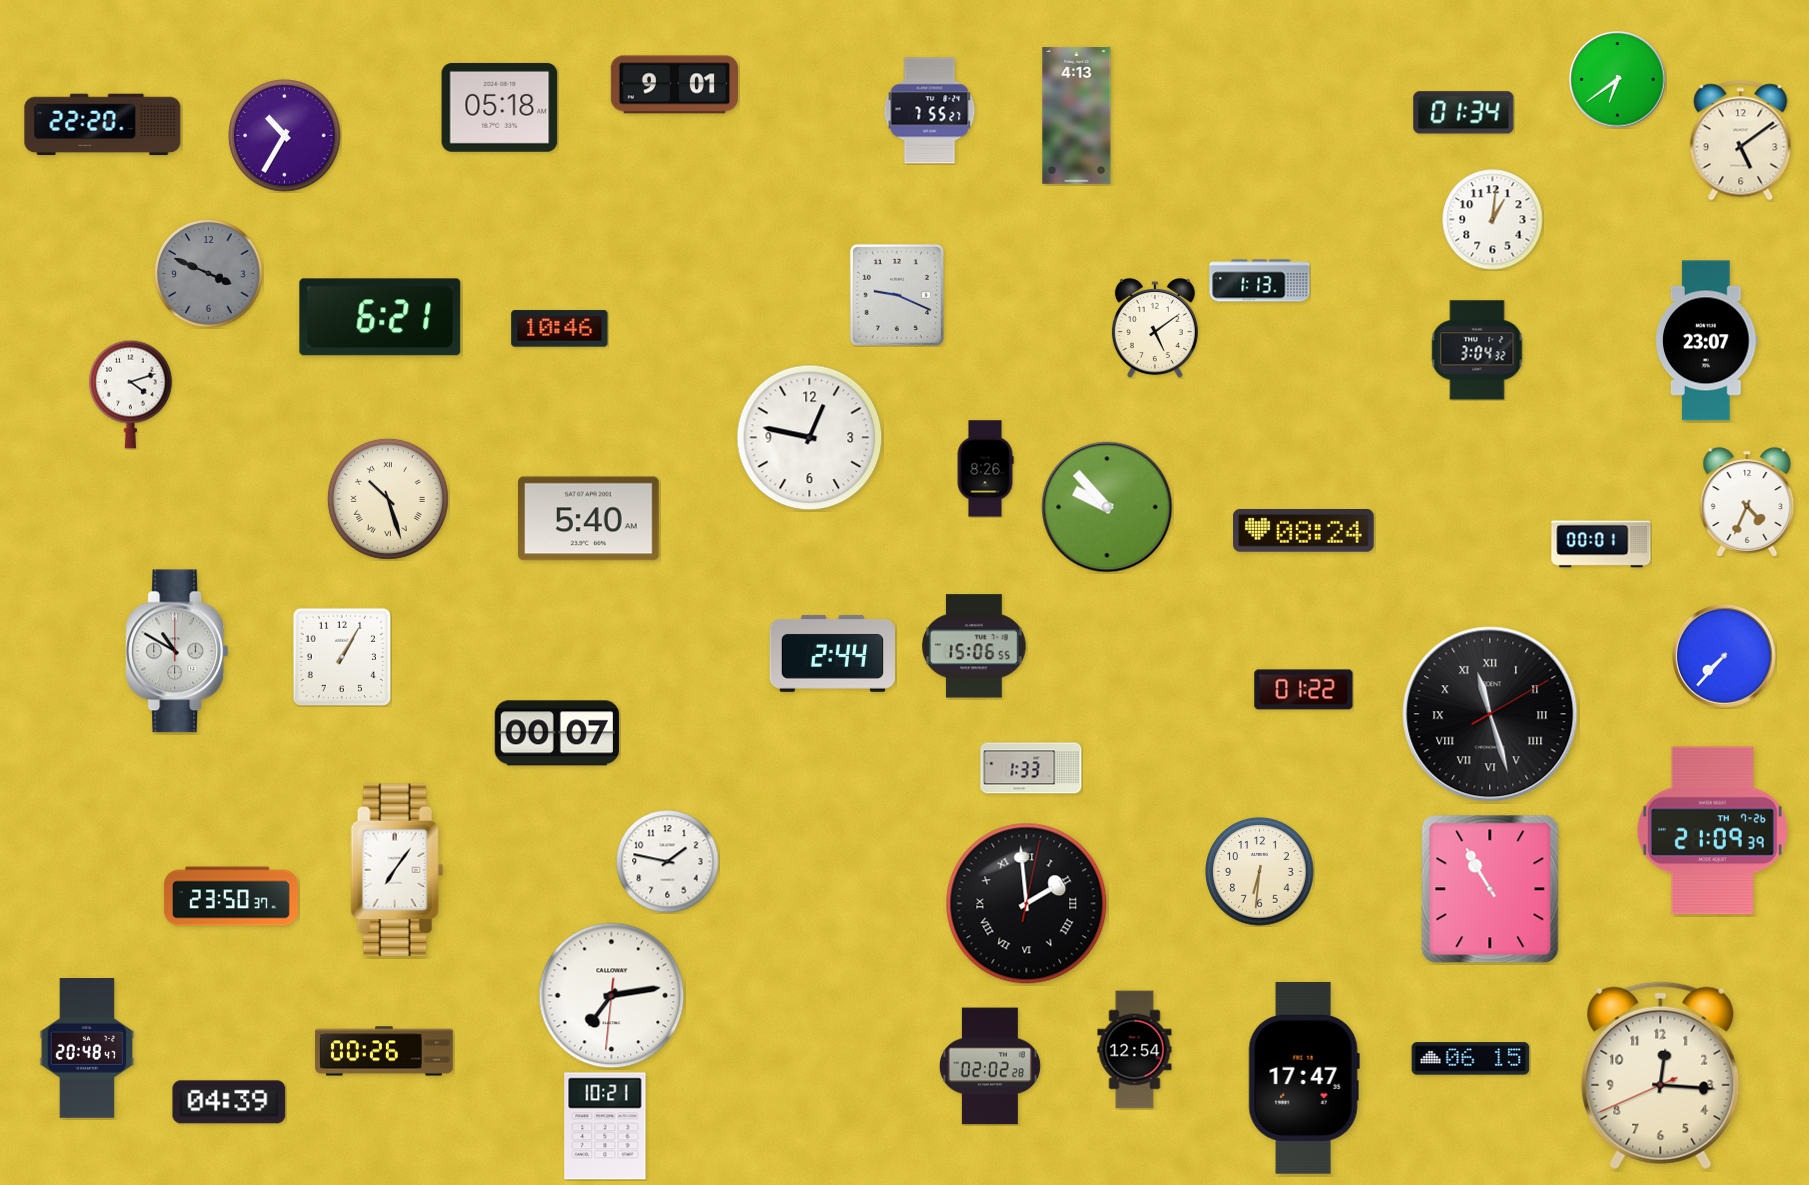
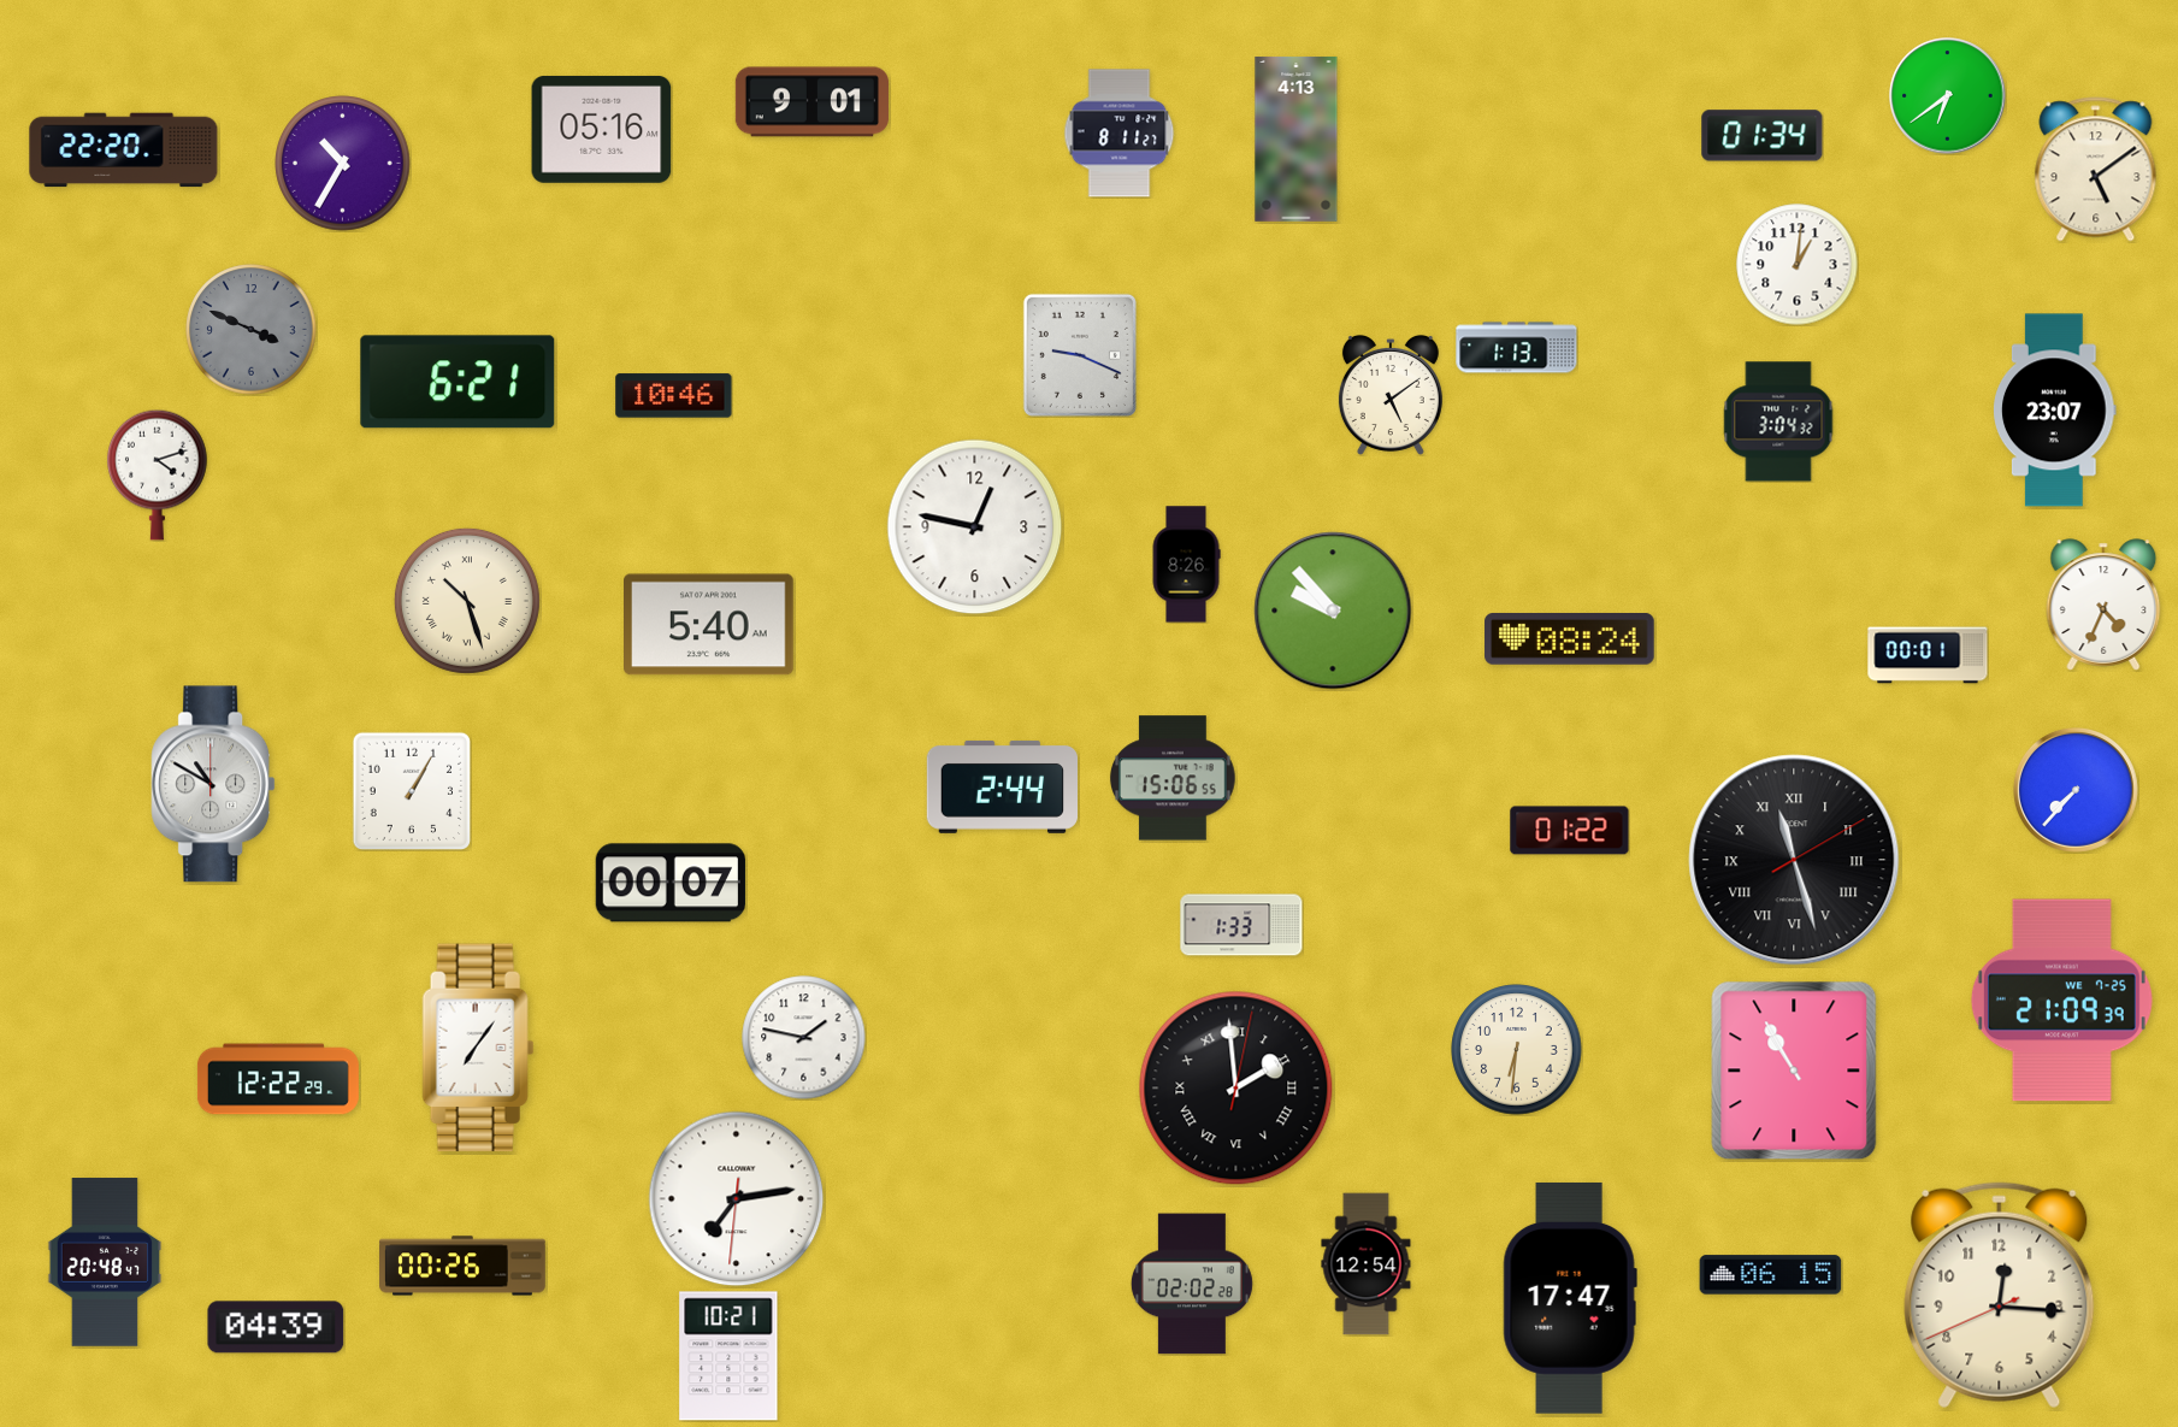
clock at (500, 107): 05:18 -> 05:16
clock at (930, 111): 7:55 -> 8:11
clock at (1260, 281) position: (1260, 281) -> (1517, 348)
clock at (1712, 831) date: TH 7-26 -> WE 7-25
clock at (231, 896): 23:50 -> 12:22
